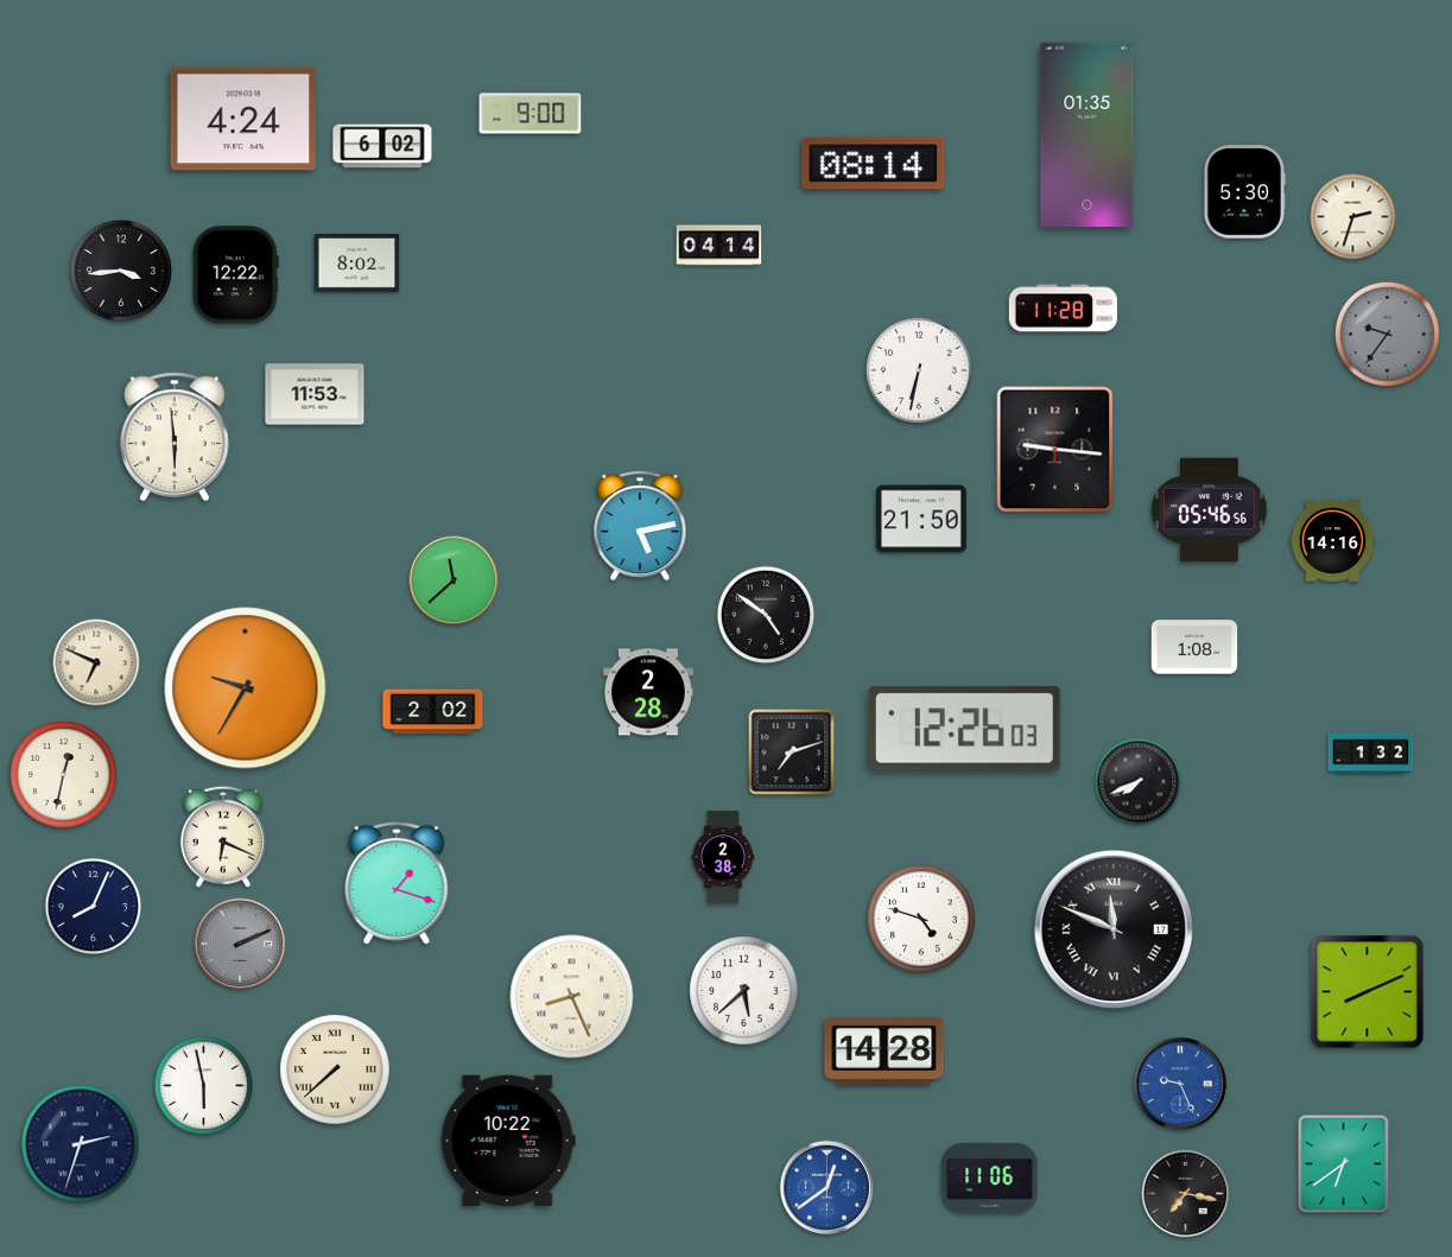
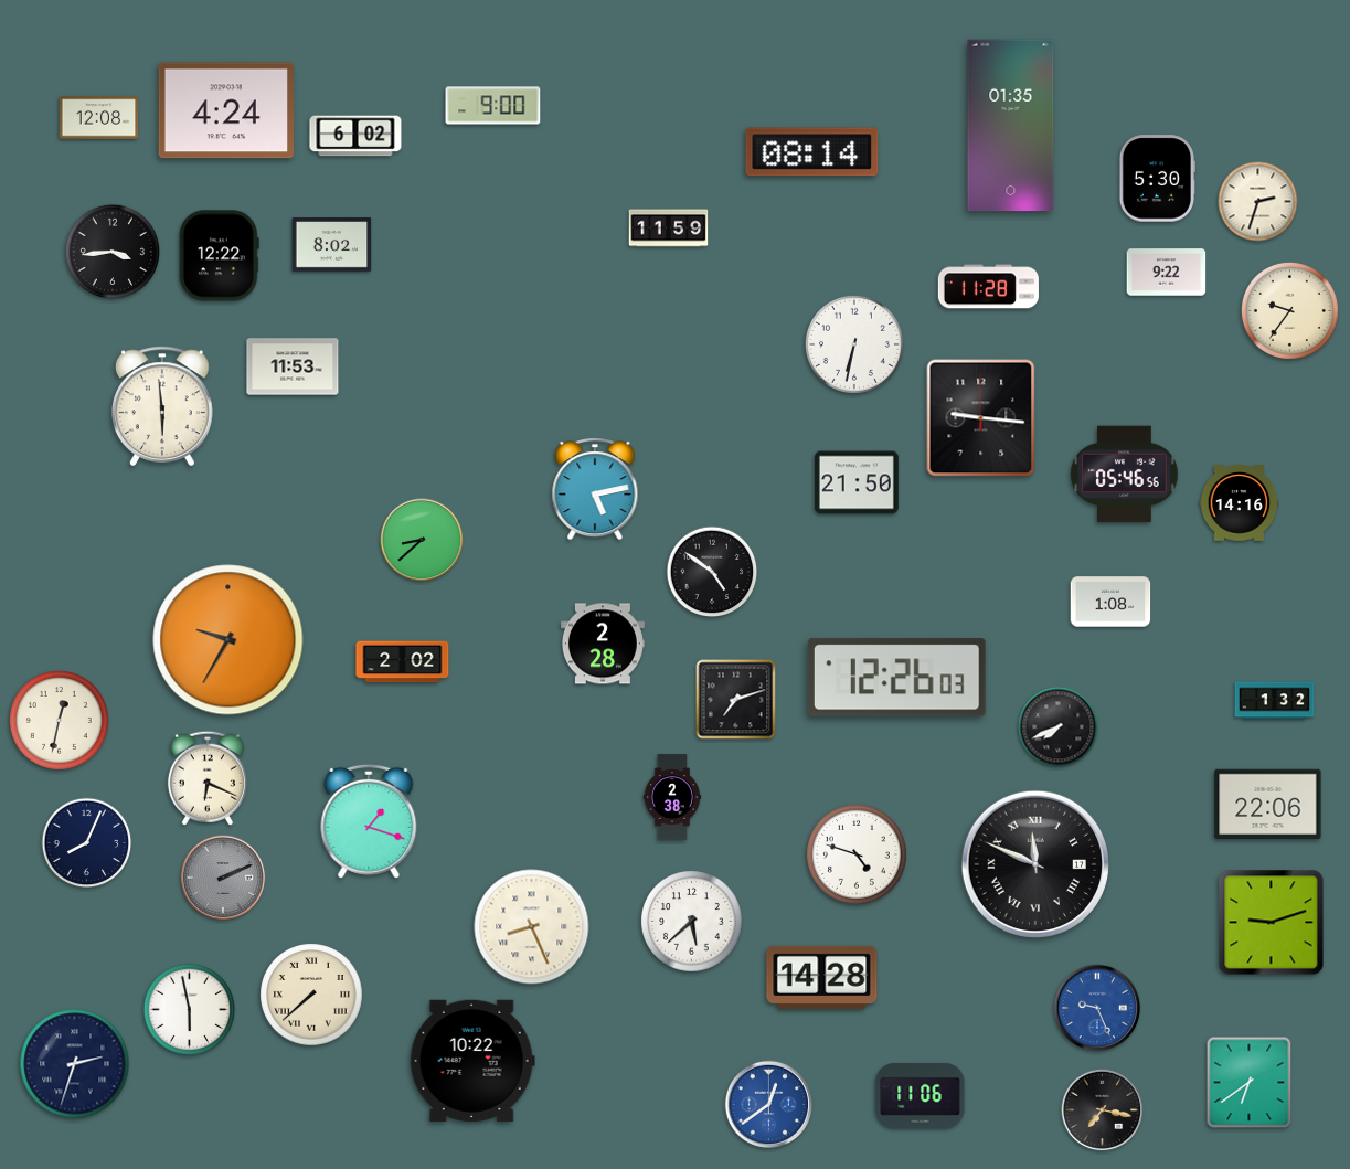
clock at (99, 118): none -> 12:08
clock at (719, 246): 04:14 -> 11:59
clock at (1167, 273): none -> 9:22
clock at (1387, 334) dial: grey -> cream
clock at (454, 580): 11:38 -> 8:38
clock at (96, 662): 6:49 -> none
clock at (1268, 804): none -> 22:06
clock at (1368, 992): 8:11 -> 9:12
